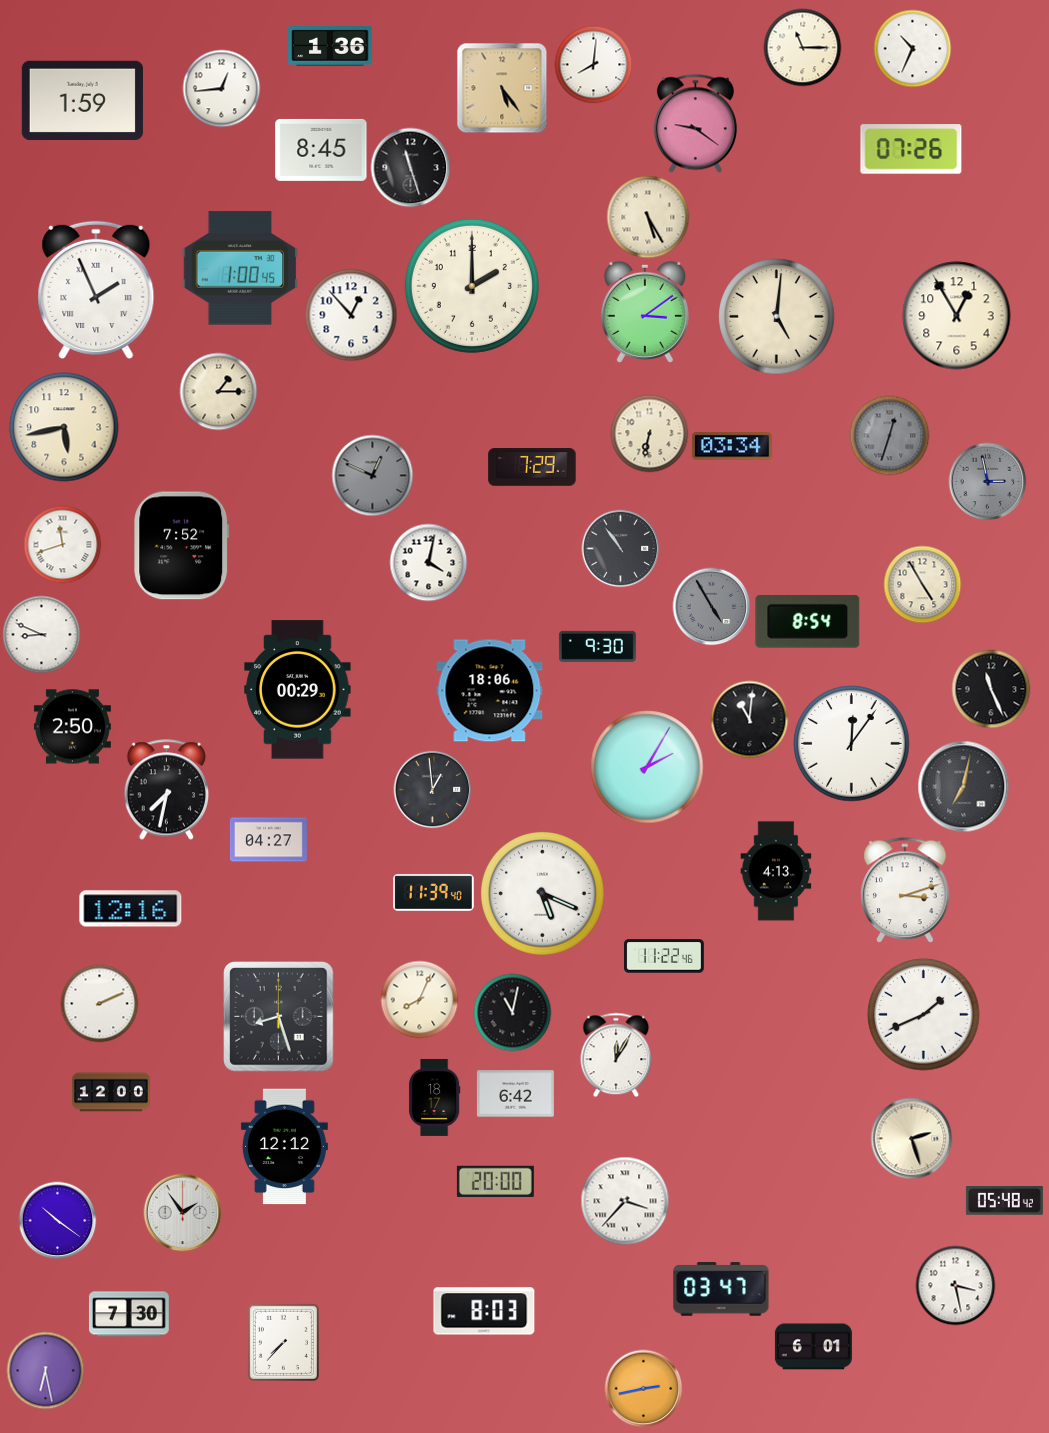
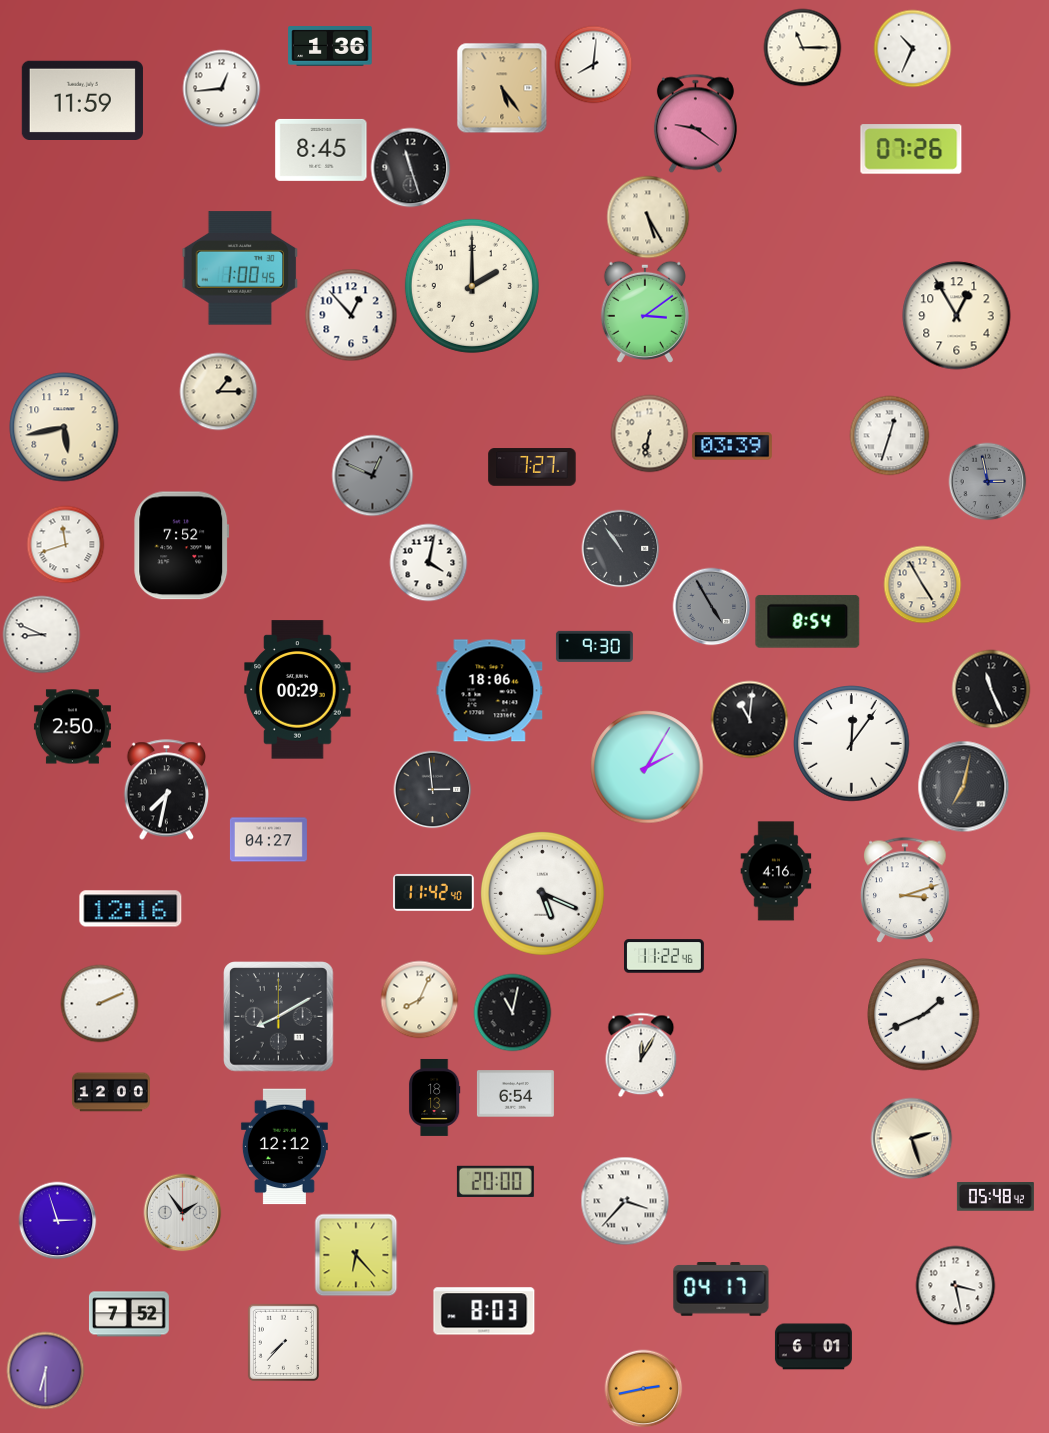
clock at (82, 100): 1:59 -> 11:59
clock at (96, 290): 1:56 -> none
clock at (777, 317): 5:01 -> none
clock at (889, 435) dial: grey -> white
clock at (732, 446): 03:34 -> 03:39
clock at (532, 467): 7:29 -> 7:27
clock at (62, 544) position: (62, 544) -> (65, 544)
clock at (597, 646) position: (597, 646) -> (594, 646)
clock at (432, 789): 12:59 -> 2:59
clock at (776, 871): 4:13 -> 4:16
clock at (434, 892): 11:39 -> 11:42
clock at (279, 1017): 8:27 -> 8:10
clock at (616, 1055) position: (616, 1055) -> (641, 1055)
clock at (515, 1094): 6:42 -> 6:54
clock at (434, 1097): 18:17 -> 18:13
clock at (1004, 1201) position: (1004, 1201) -> (995, 1197)
clock at (57, 1220): 10:21 -> 2:57
clock at (356, 1255): none -> 6:23
clock at (721, 1289): 03:47 -> 04:17
clock at (129, 1314): 7:30 -> 7:52
clock at (45, 1370): 6:28 -> 6:30
